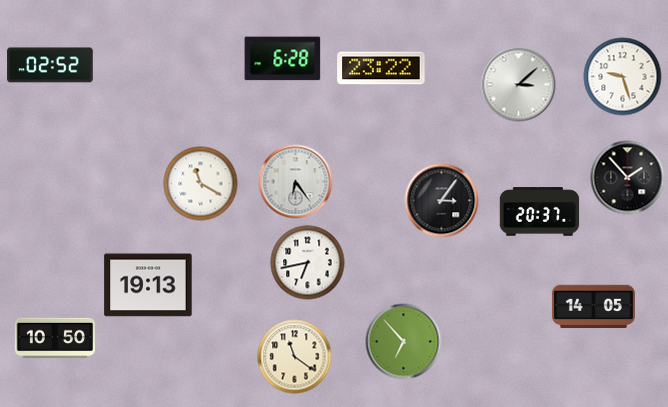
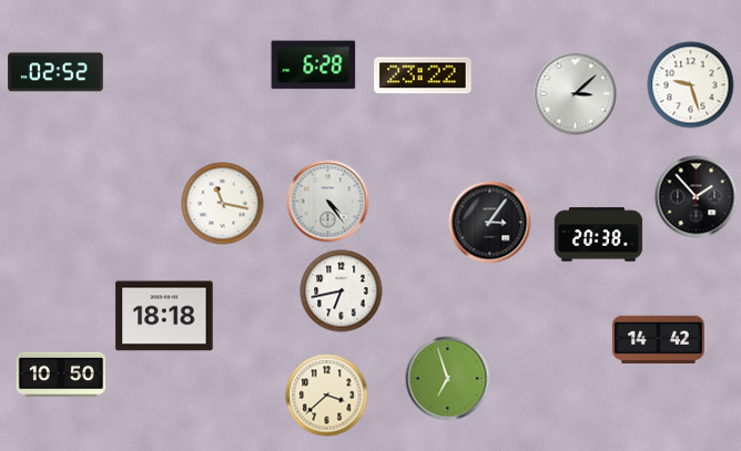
clock at (296, 182): 6:24 -> 4:24
clock at (201, 184): 11:20 -> 11:17
clock at (540, 212): 20:37 -> 20:38
clock at (148, 285): 19:13 -> 18:18
clock at (593, 307): 14:05 -> 14:42
clock at (404, 342): 6:53 -> 6:57
clock at (295, 357): 11:21 -> 3:38
